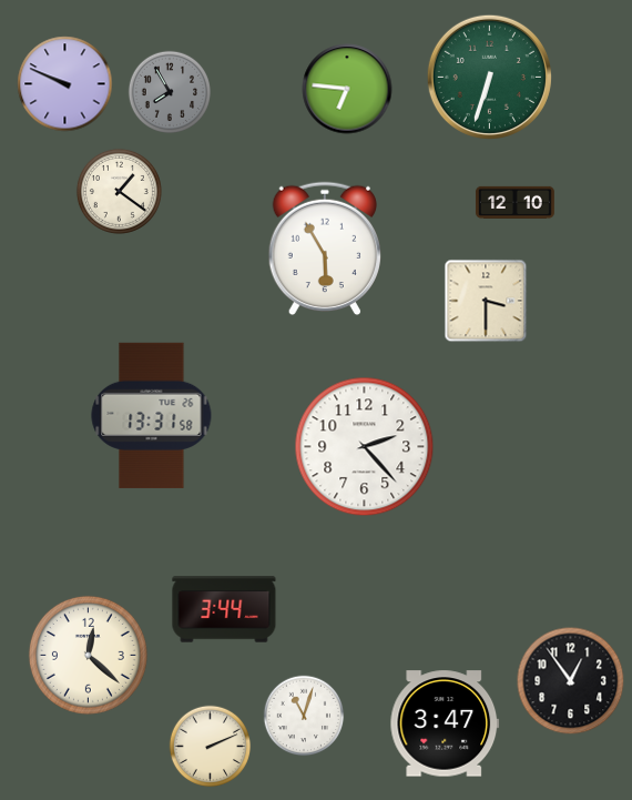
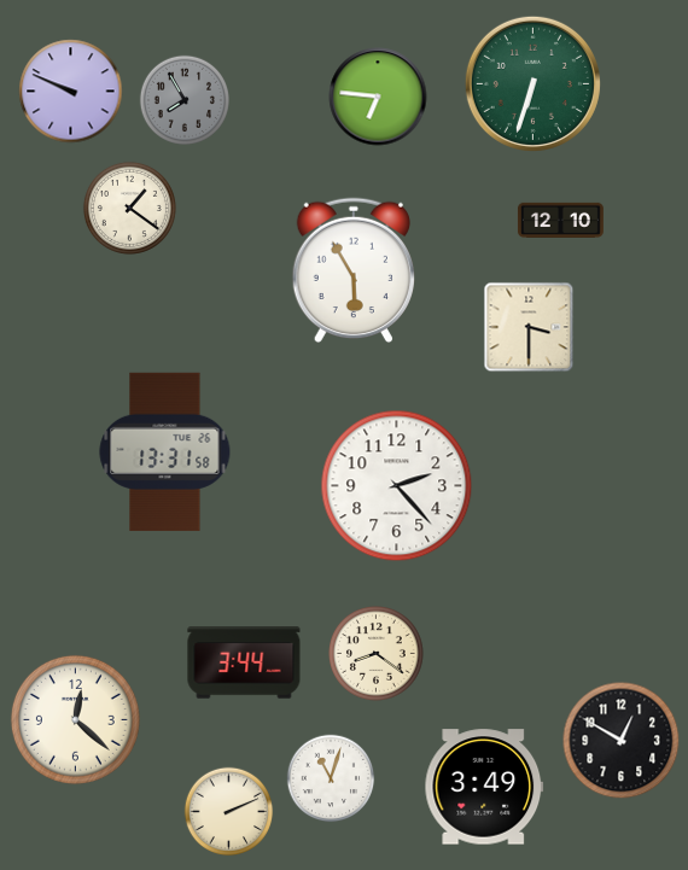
clock at (377, 654): none -> 8:21
clock at (88, 655) position: (88, 655) -> (75, 719)
clock at (571, 681): 12:54 -> 12:50
clock at (445, 723): 3:47 -> 3:49
